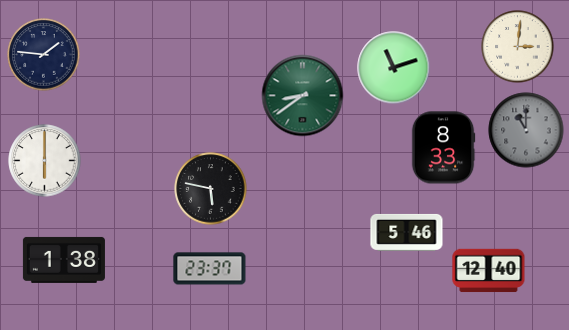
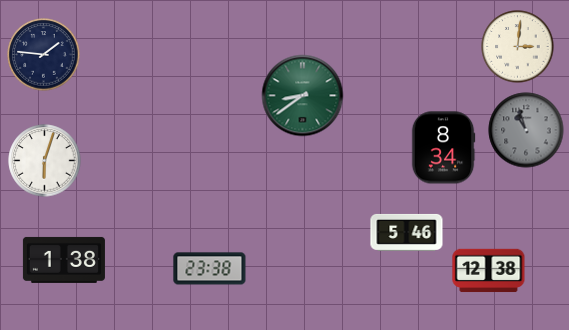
clock at (394, 68): 11:12 -> none
clock at (526, 130): 11:00 -> 10:57
clock at (443, 148): 8:33 -> 8:34
clock at (45, 161): 6:00 -> 6:03
clock at (211, 189): 5:47 -> none
clock at (210, 269): 23:37 -> 23:38
clock at (489, 271): 12:40 -> 12:38
